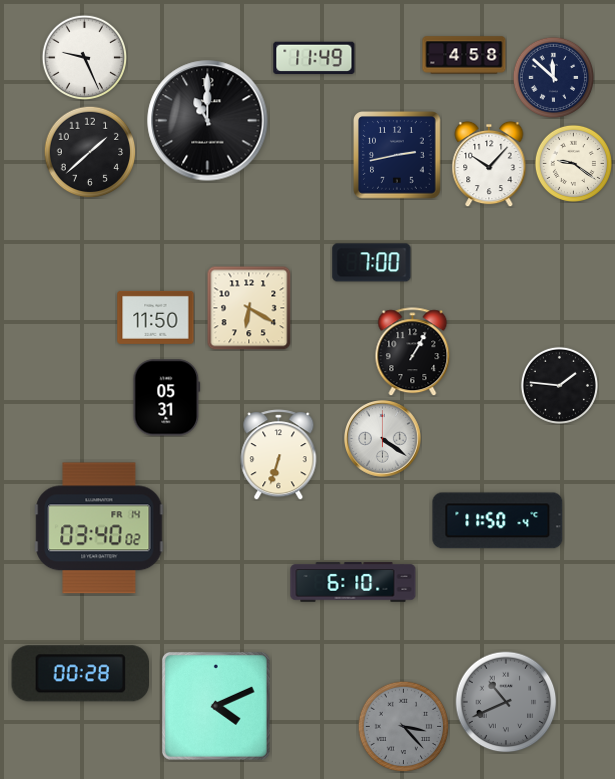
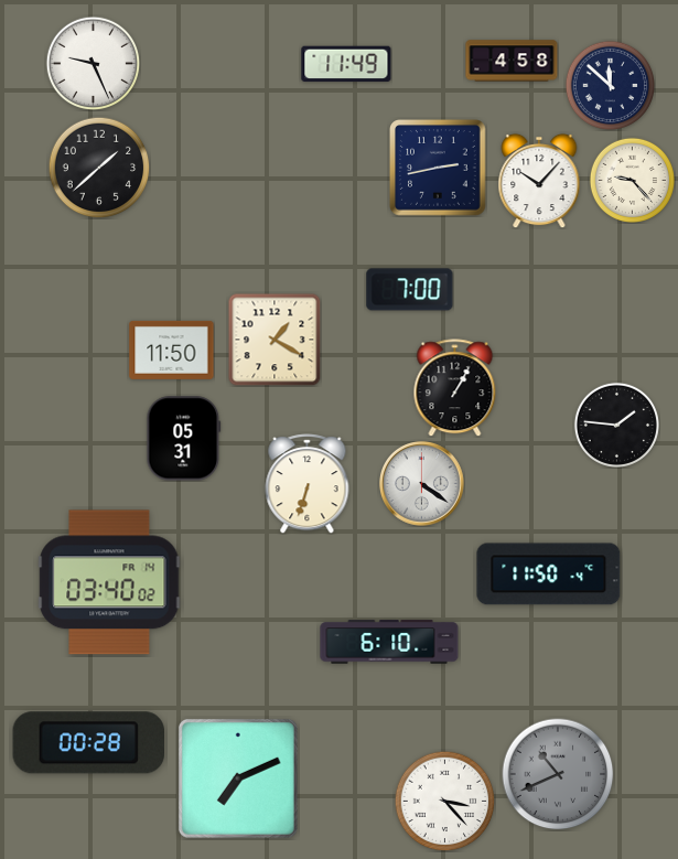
clock at (208, 121): 11:00 -> none
clock at (397, 155) position: (397, 155) -> (438, 168)
clock at (573, 163): 9:21 -> 9:23
clock at (249, 308): 6:20 -> 1:20
clock at (279, 455) position: (279, 455) -> (308, 484)
clock at (217, 707): 4:11 -> 7:11
clock at (403, 726) dial: grey -> white
